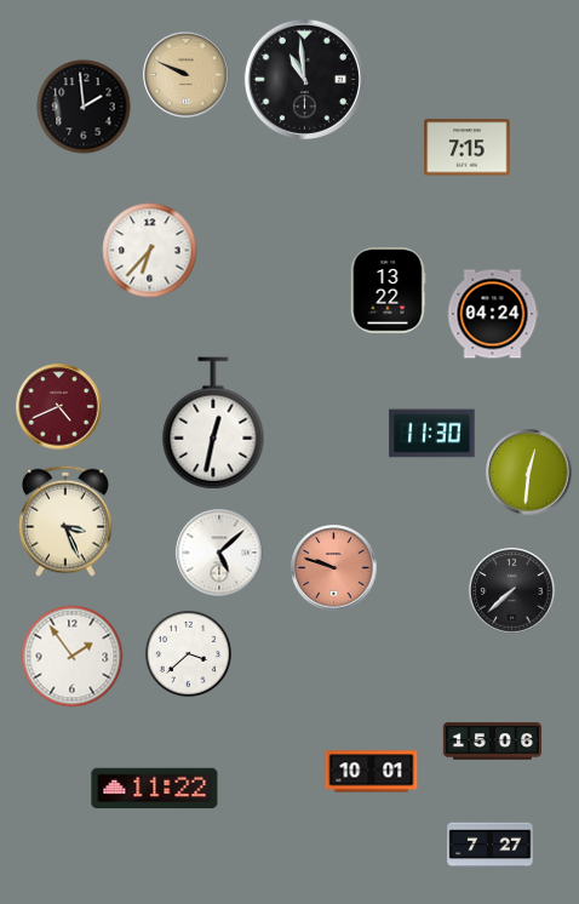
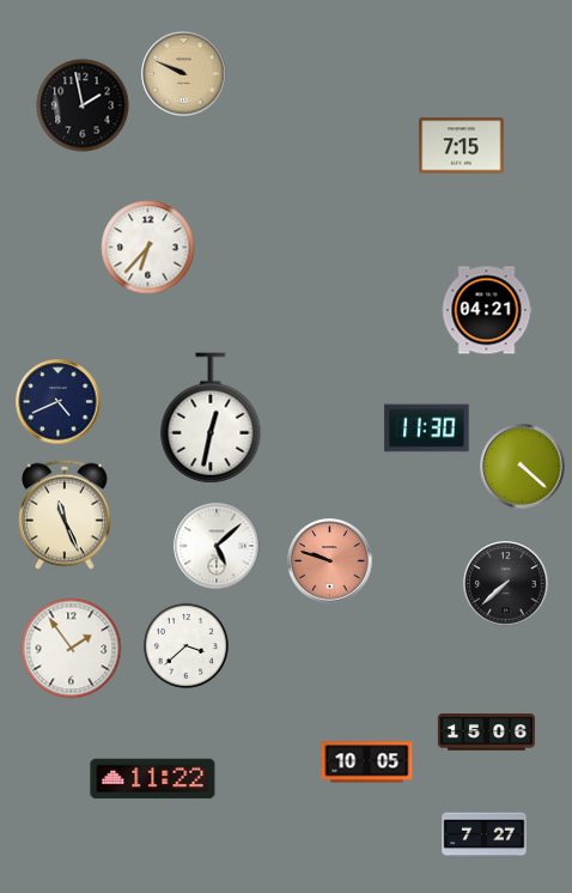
clock at (304, 79): 10:59 -> none
clock at (84, 107): 1:59 -> 1:58
clock at (388, 291): 13:22 -> none
clock at (493, 314): 04:24 -> 04:21
clock at (59, 407) dial: burgundy -> navy
clock at (529, 473): 12:31 -> 4:22
clock at (67, 521): 3:26 -> 11:26
clock at (372, 772): 10:01 -> 10:05
